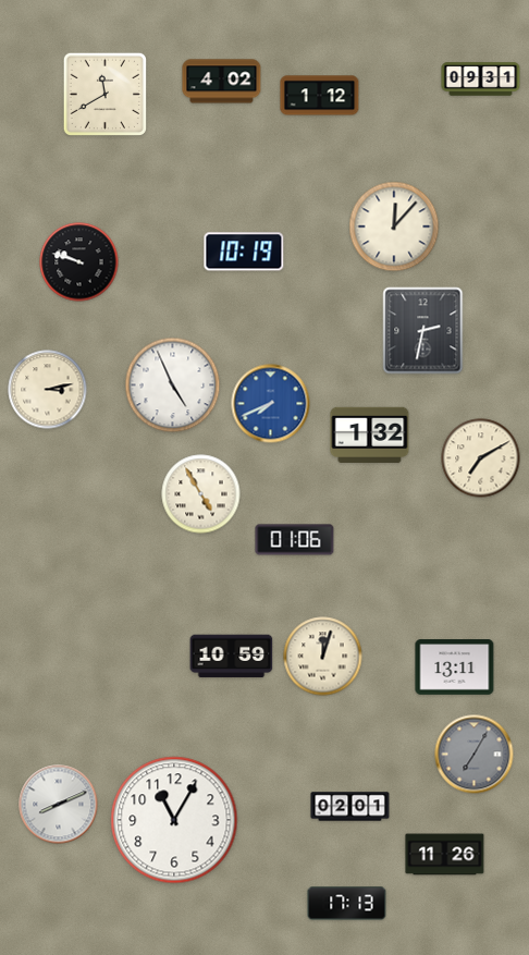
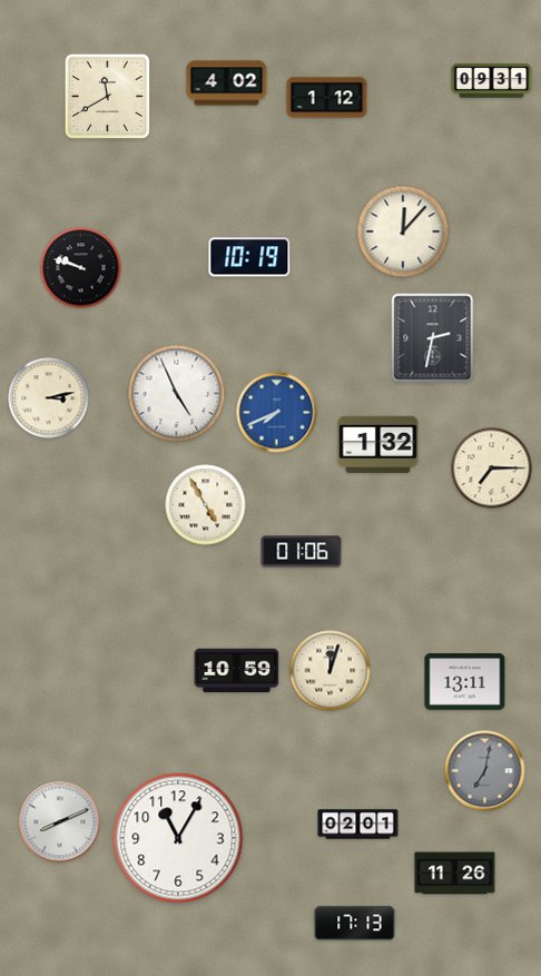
clock at (481, 458): 7:10 -> 7:15
clock at (475, 755): 7:05 -> 7:02
